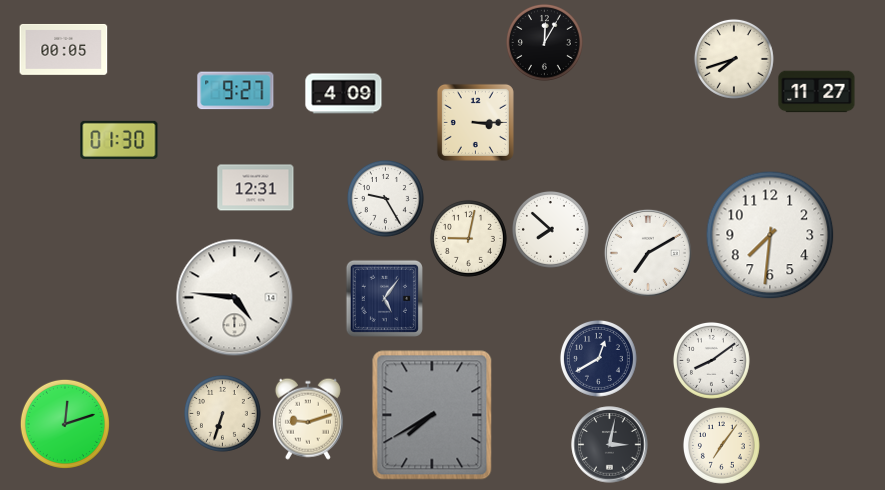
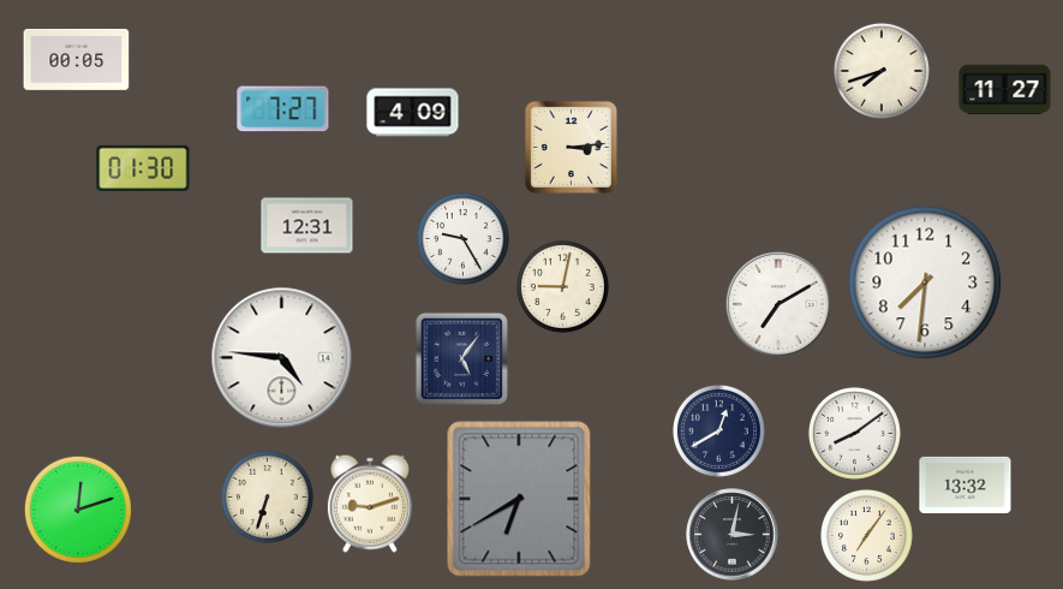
clock at (544, 42): 12:05 -> none
clock at (236, 91): 9:27 -> 7:27
clock at (817, 92) position: (817, 92) -> (1005, 90)
clock at (475, 122): 3:15 -> 3:14
clock at (550, 229): 7:52 -> none
clock at (966, 484): none -> 13:32
clock at (432, 415): 7:40 -> 6:40
